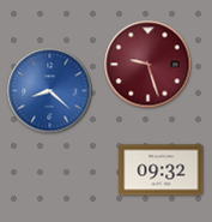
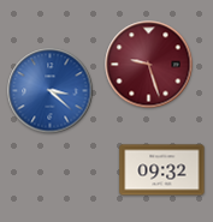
clock at (50, 91): 8:22 -> 3:22
